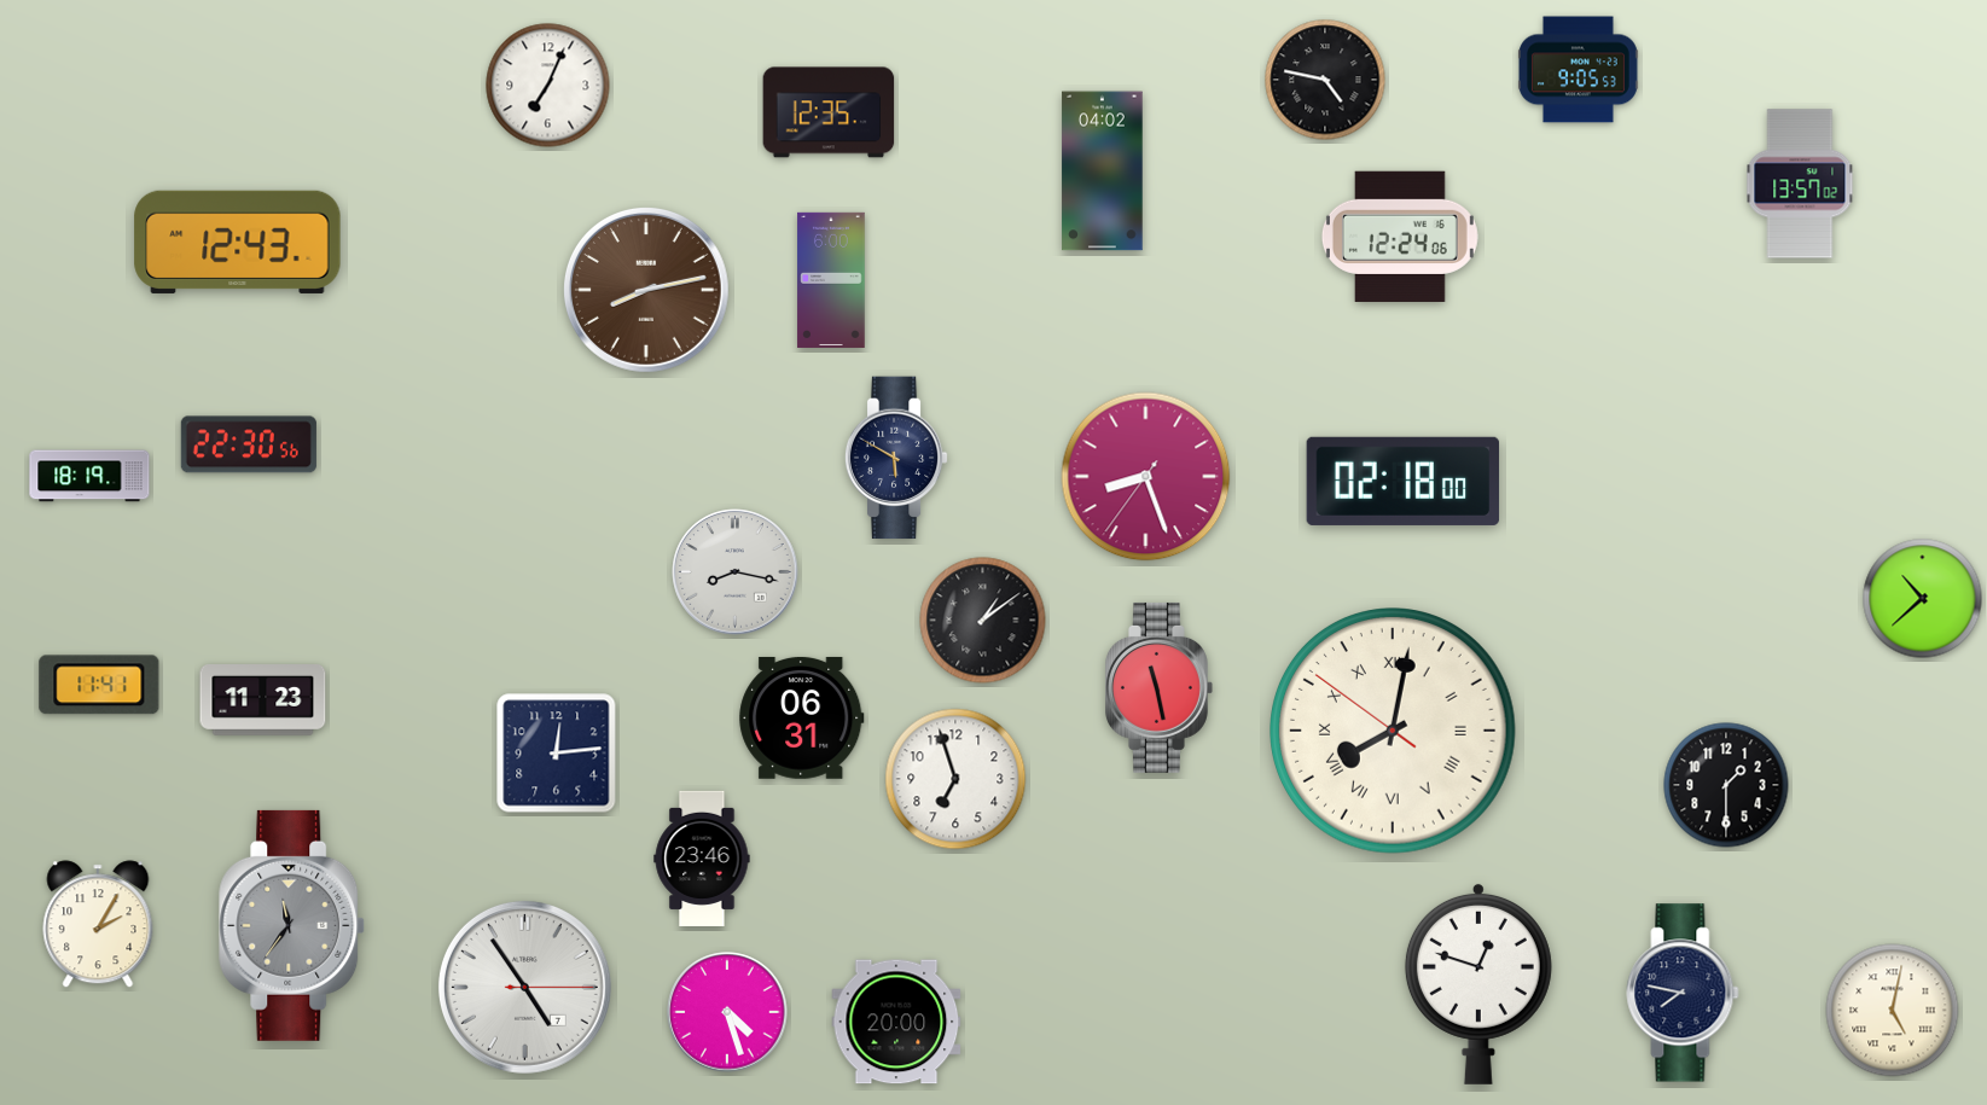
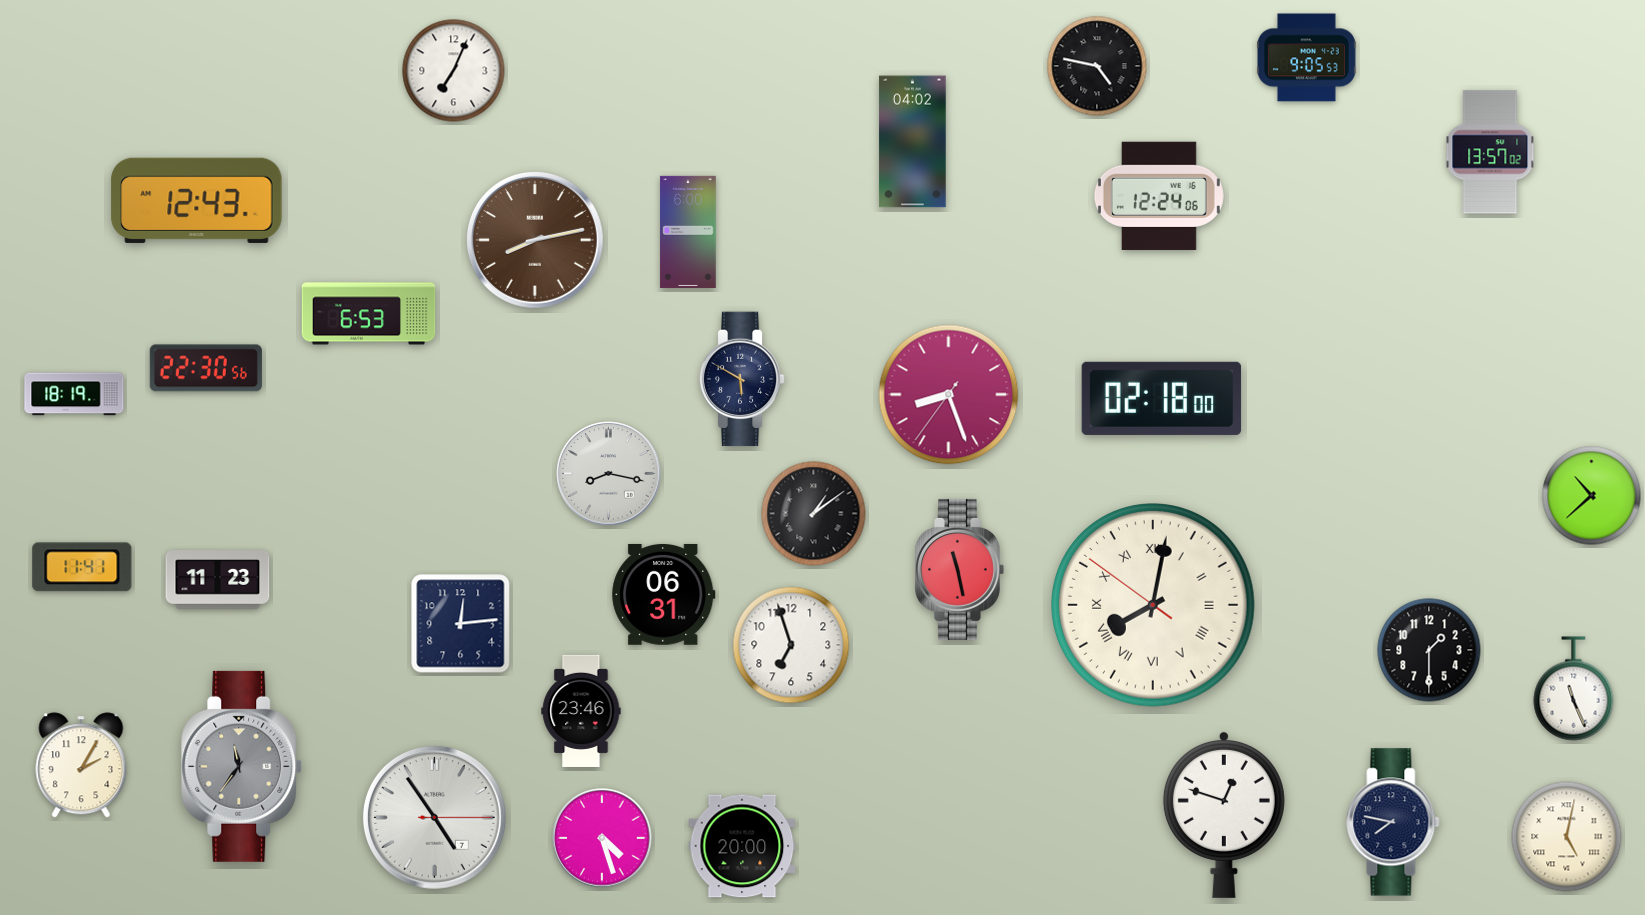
clock at (829, 112): 12:35 -> none
clock at (369, 314): none -> 6:53
clock at (1574, 689): none -> 11:26
